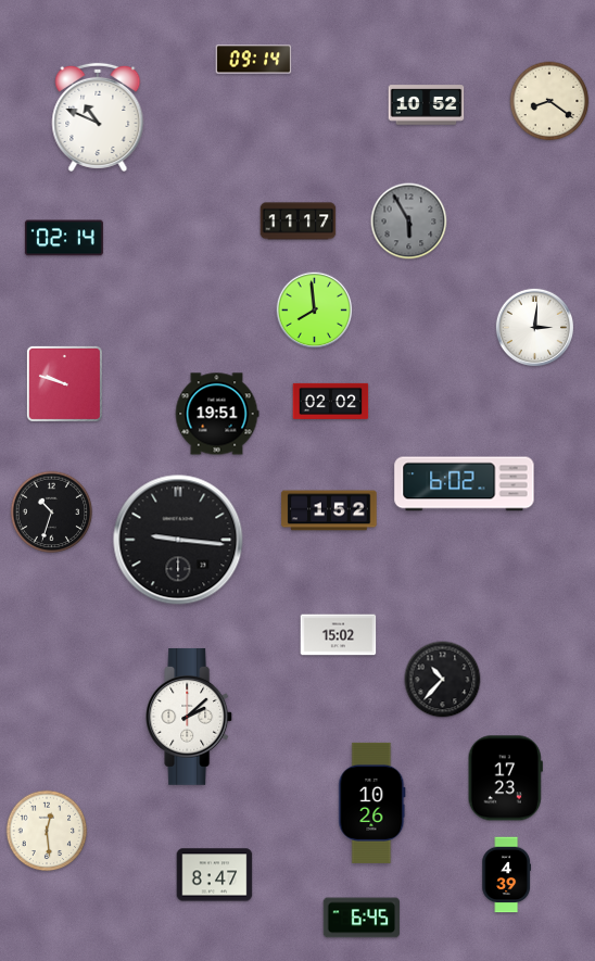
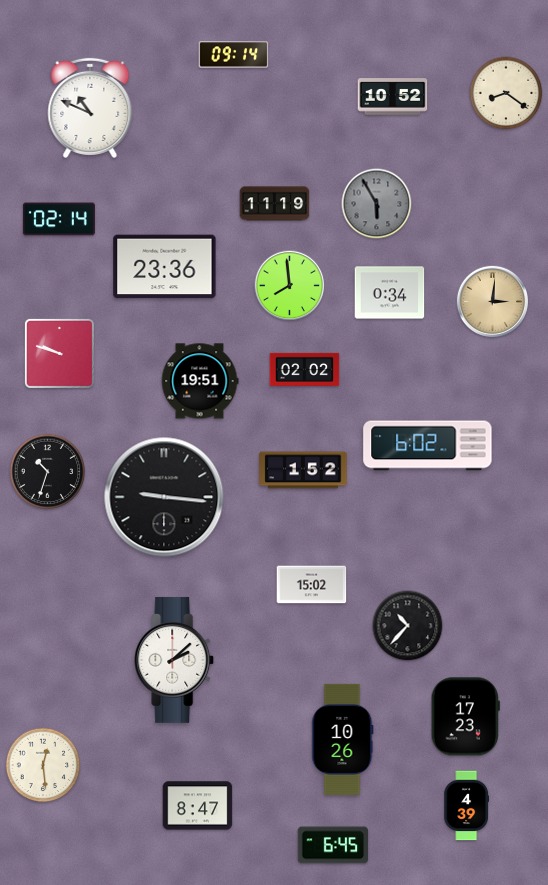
clock at (299, 222): 11:17 -> 11:19
clock at (165, 267): none -> 23:36
clock at (390, 293): none -> 0:34
clock at (534, 327) dial: white -> champagne
